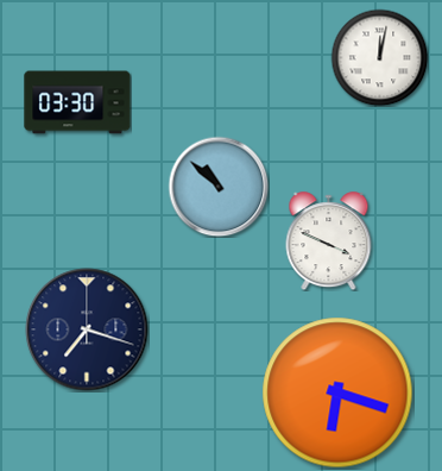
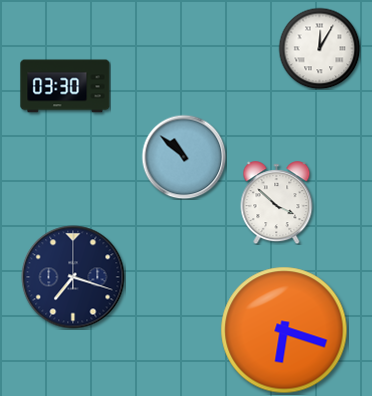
clock at (379, 57): 12:02 -> 12:05
clock at (329, 241): 3:49 -> 3:52
